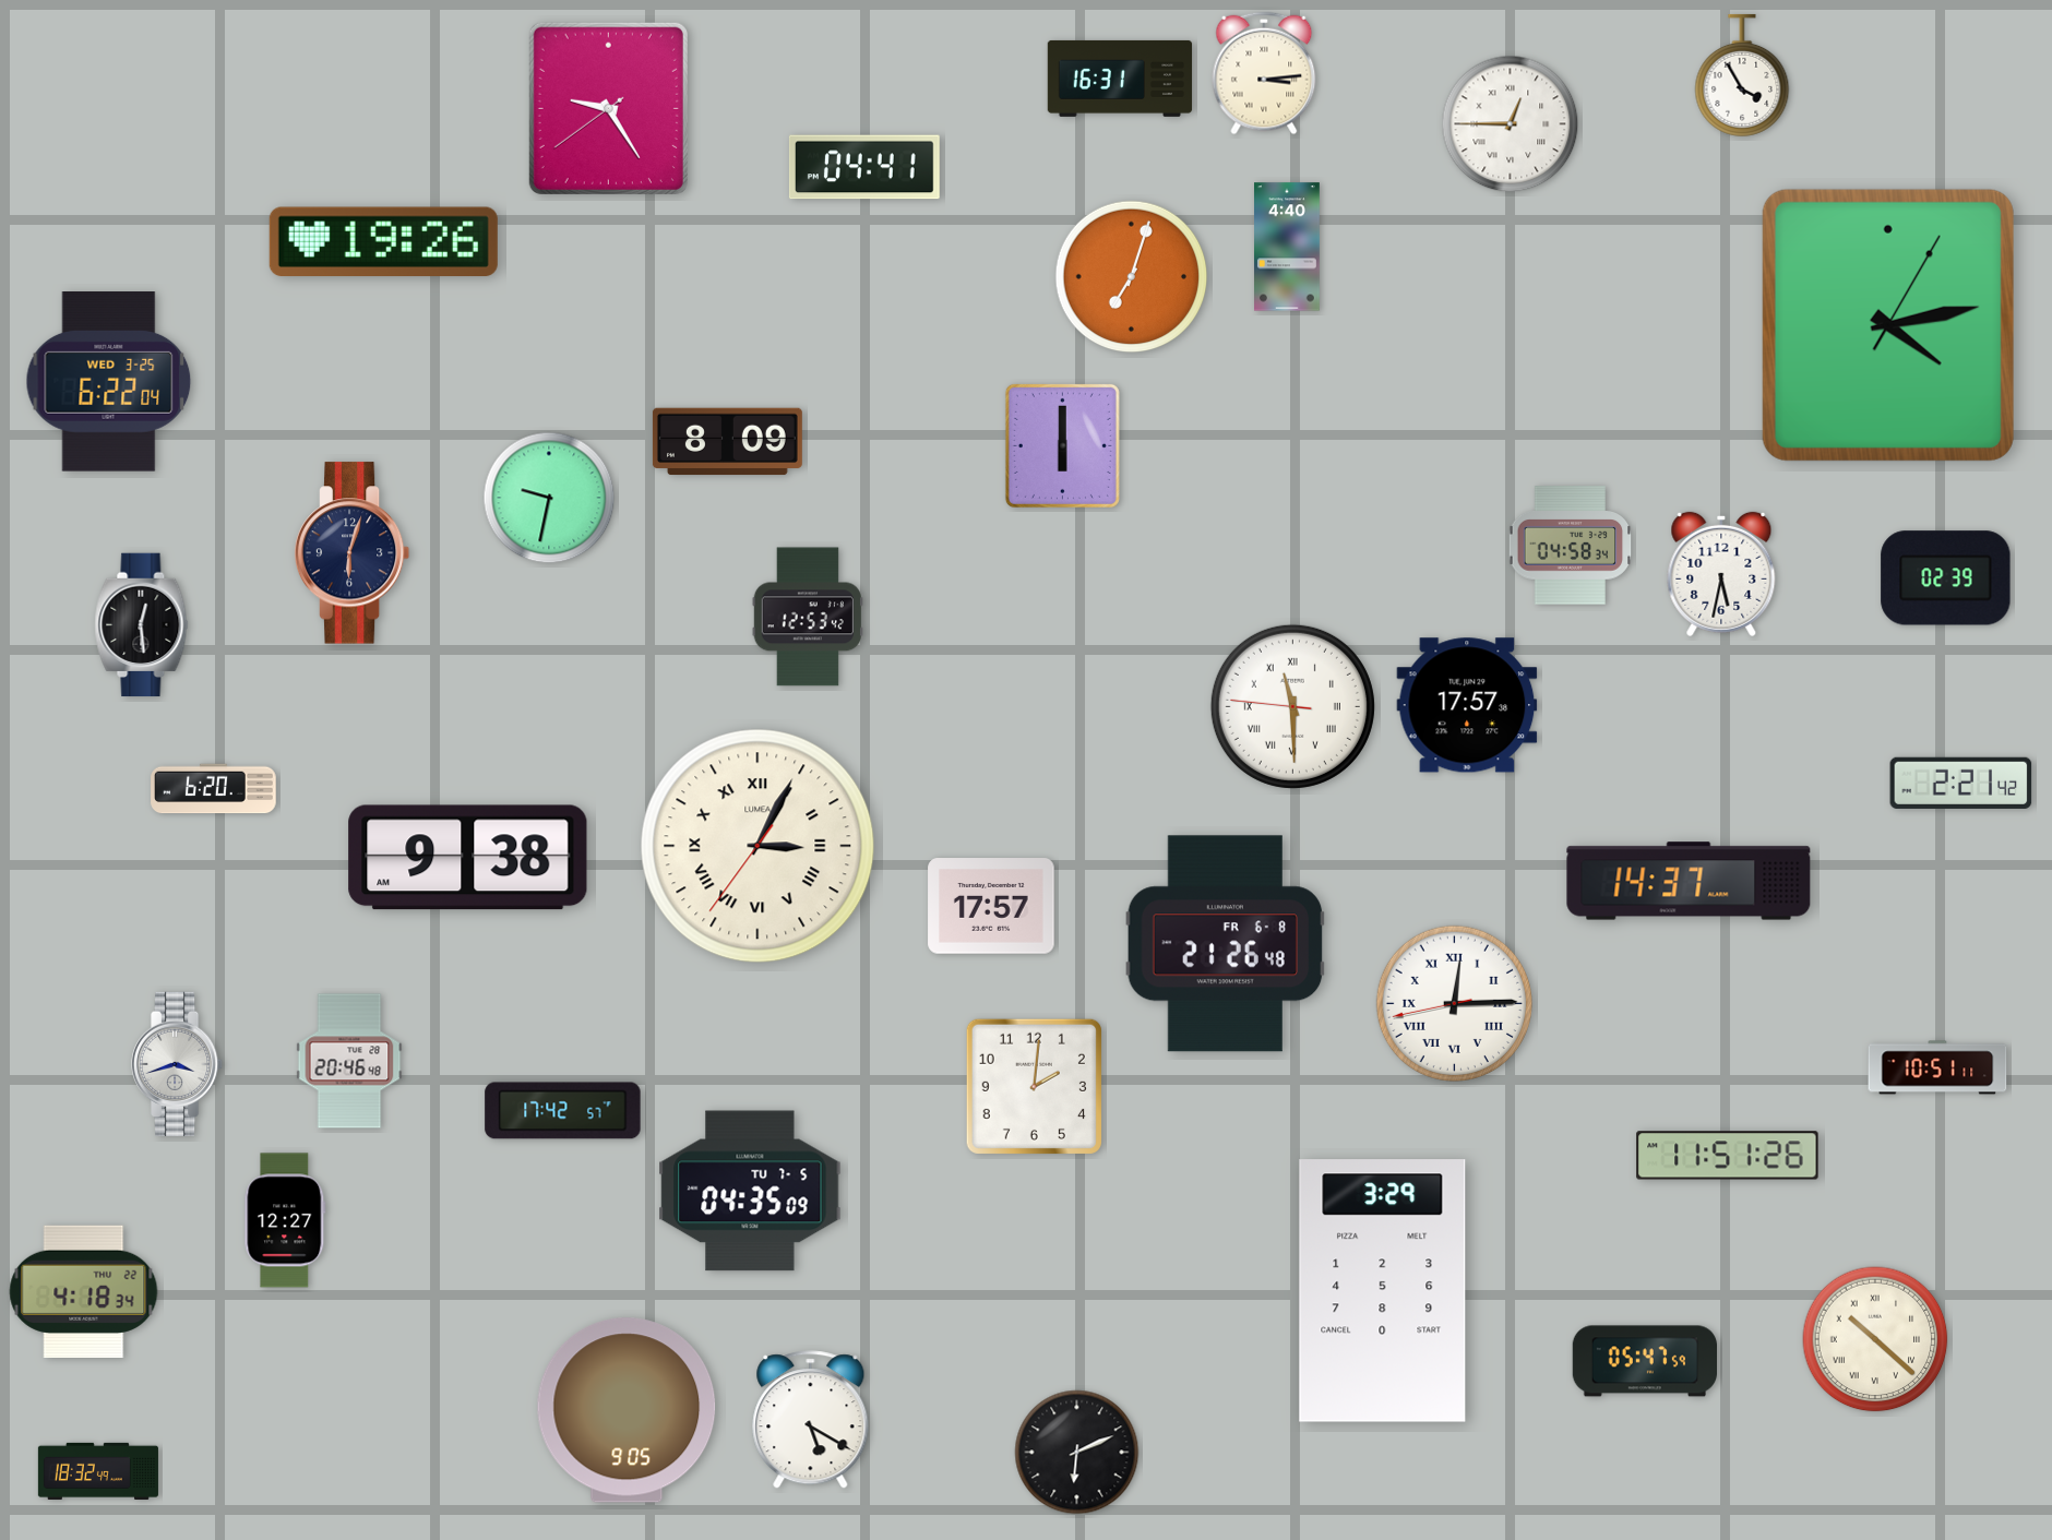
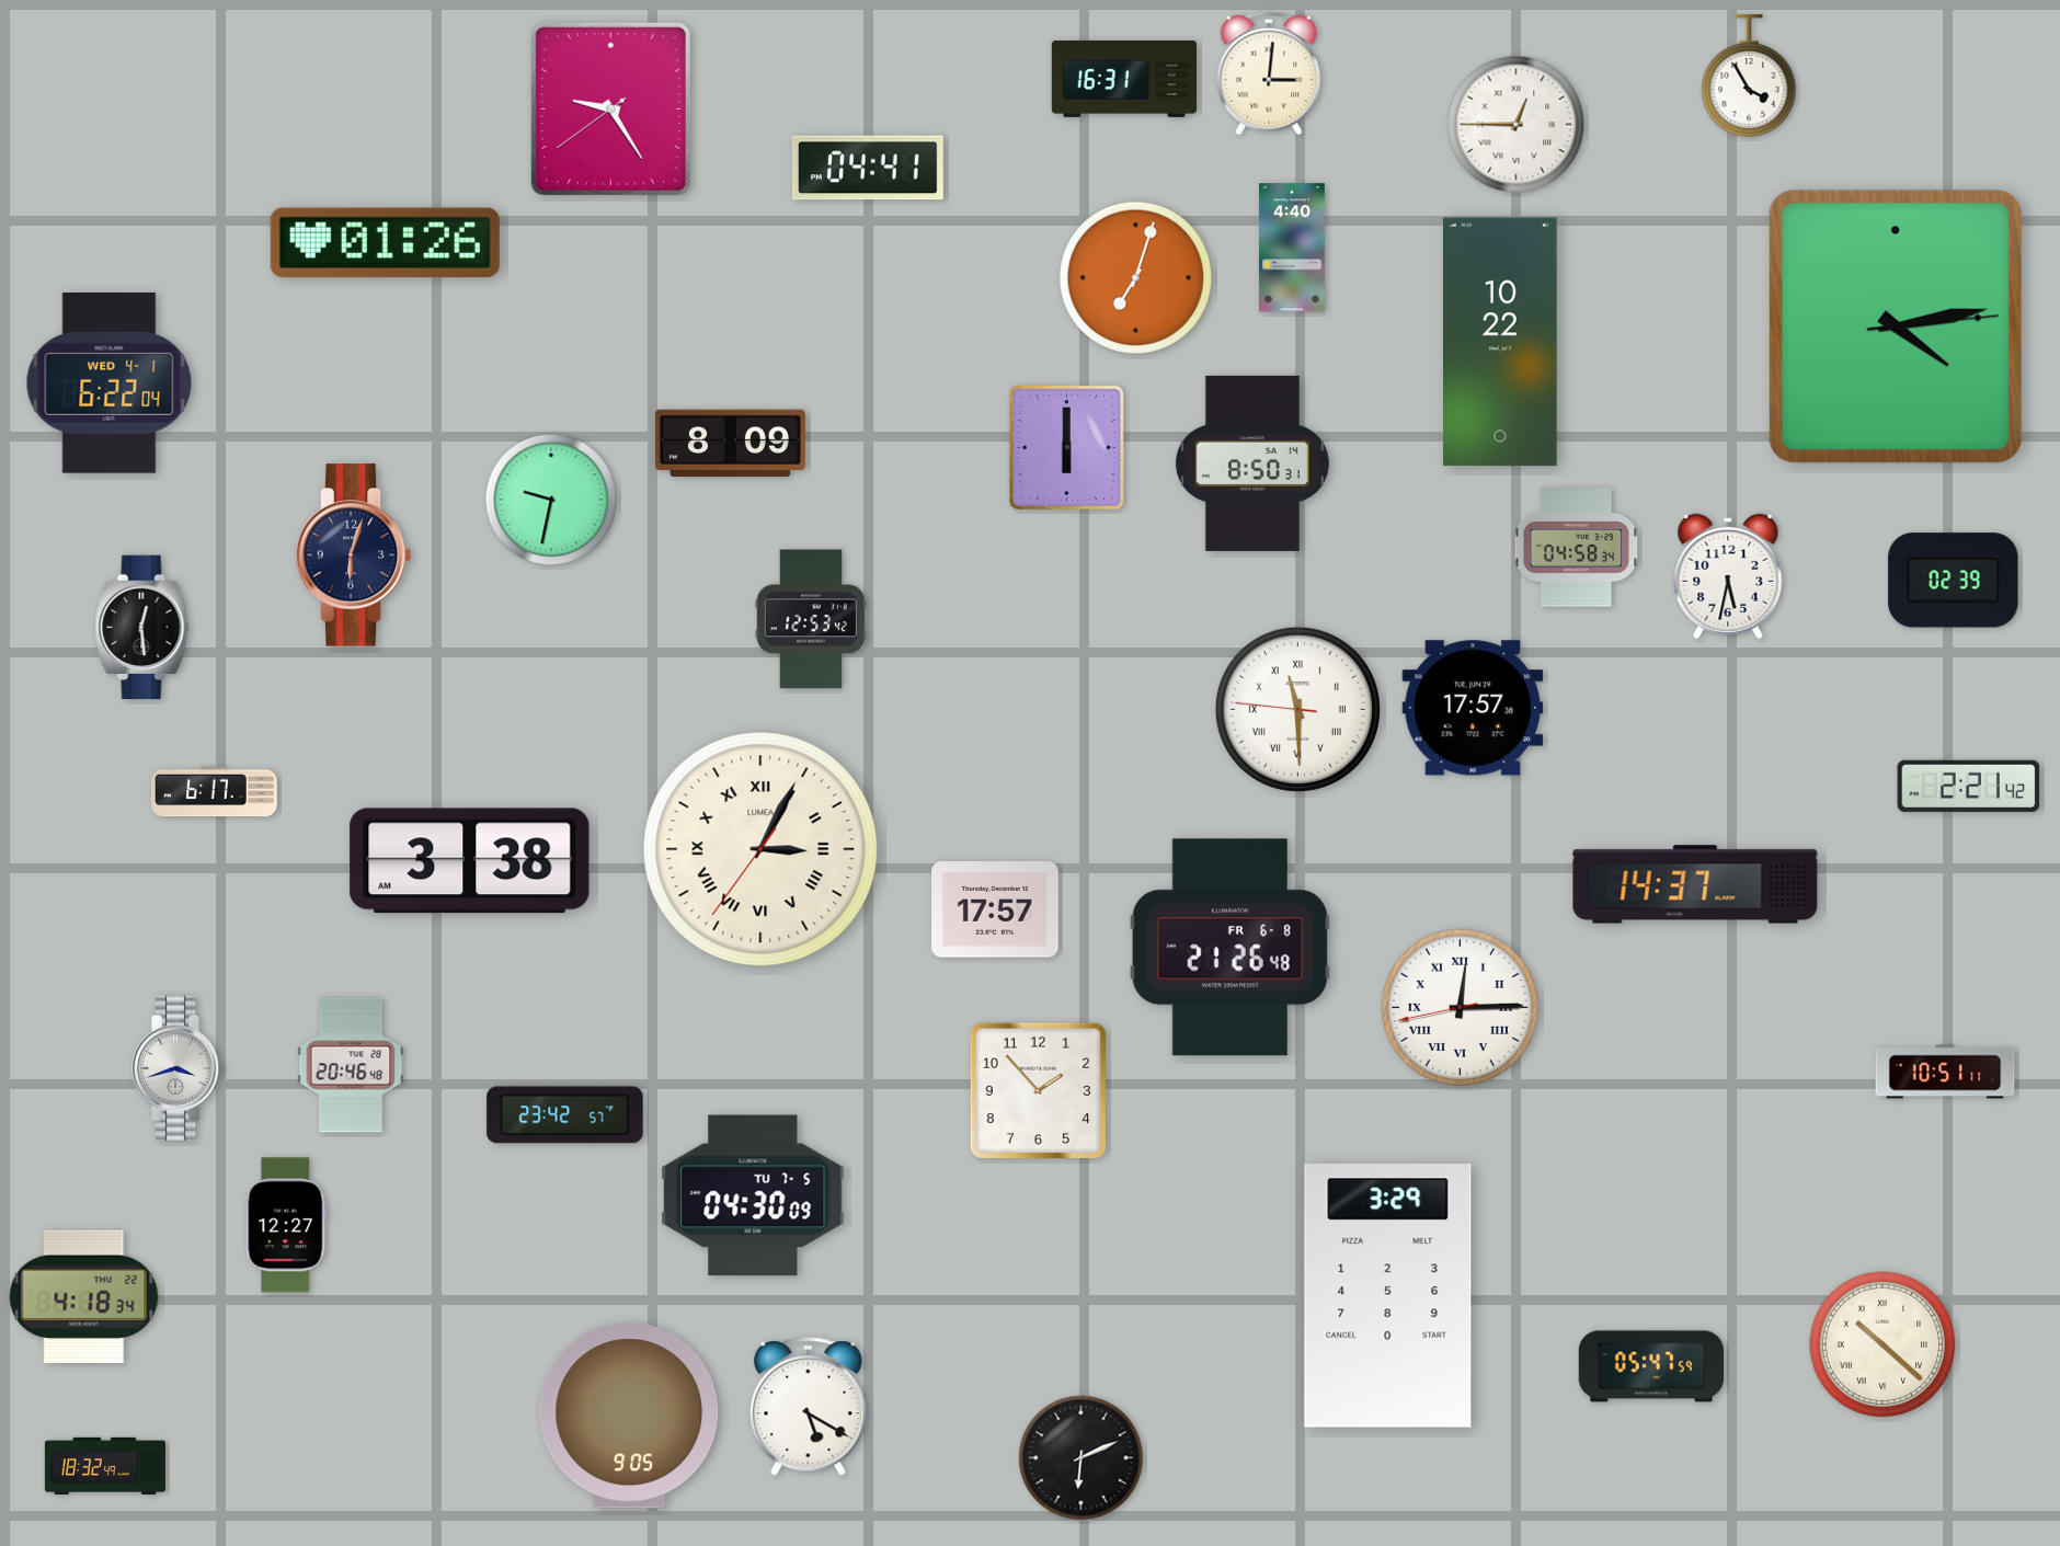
clock at (1264, 73): 3:14 -> 3:01
clock at (383, 242): 19:26 -> 01:26
clock at (1888, 325): 4:13:05 -> 4:13:14
clock at (1500, 342): none -> 10:22
clock at (109, 382) date: WED 3-25 -> WED 4-1
clock at (1252, 463): none -> 8:50
clock at (214, 789): 6:20 -> 6:17
clock at (468, 858): 9:38 -> 3:38
clock at (1034, 1086): 2:01 -> 1:53
clock at (563, 1111): 17:42 -> 23:42
clock at (1728, 1156): 11:51 -> none
clock at (750, 1191): 04:35 -> 04:30
clock at (811, 1420) position: (811, 1420) -> (809, 1407)
clock at (98, 1471) position: (98, 1471) -> (105, 1466)
